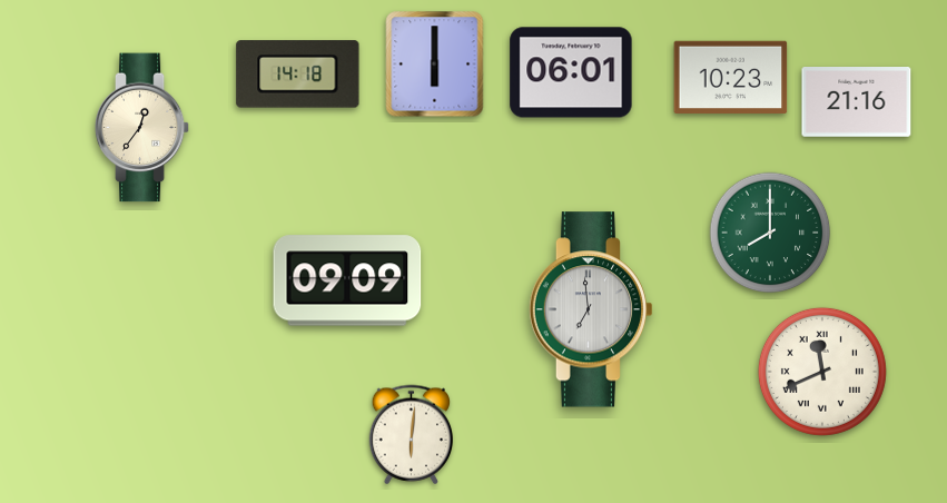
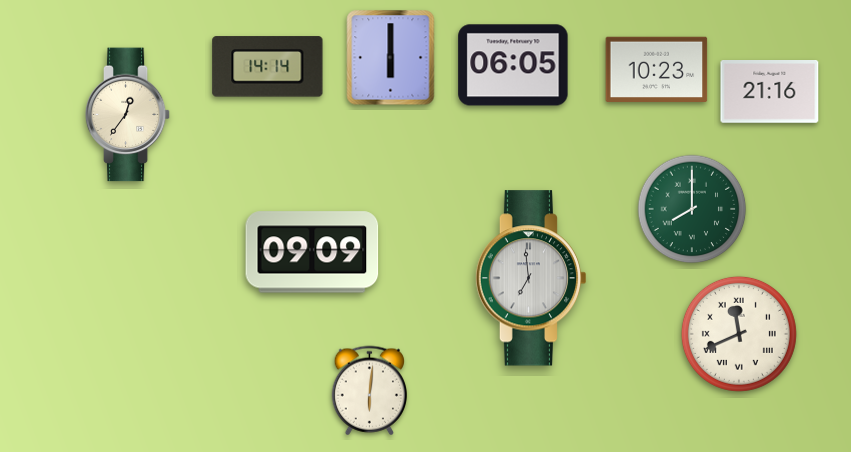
clock at (571, 72): 06:01 -> 06:05
clock at (298, 75): 14:18 -> 14:14
